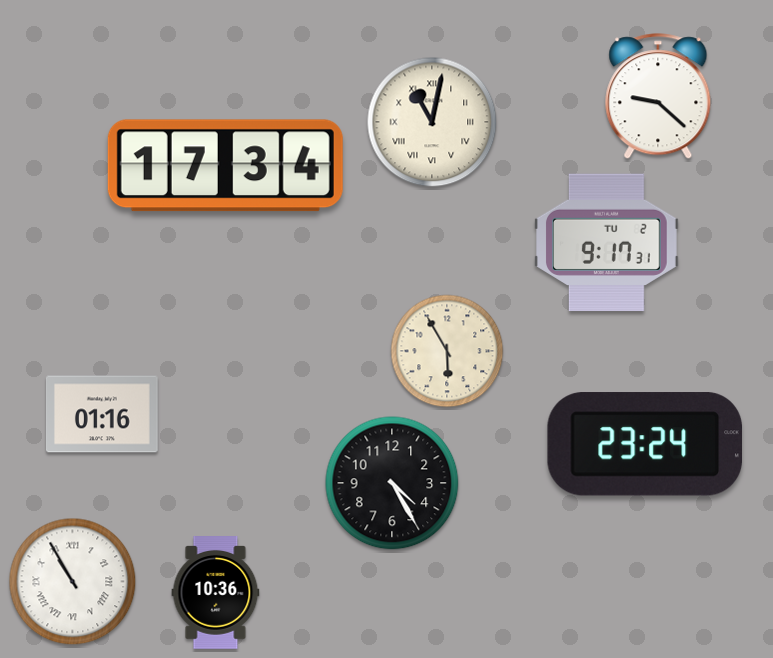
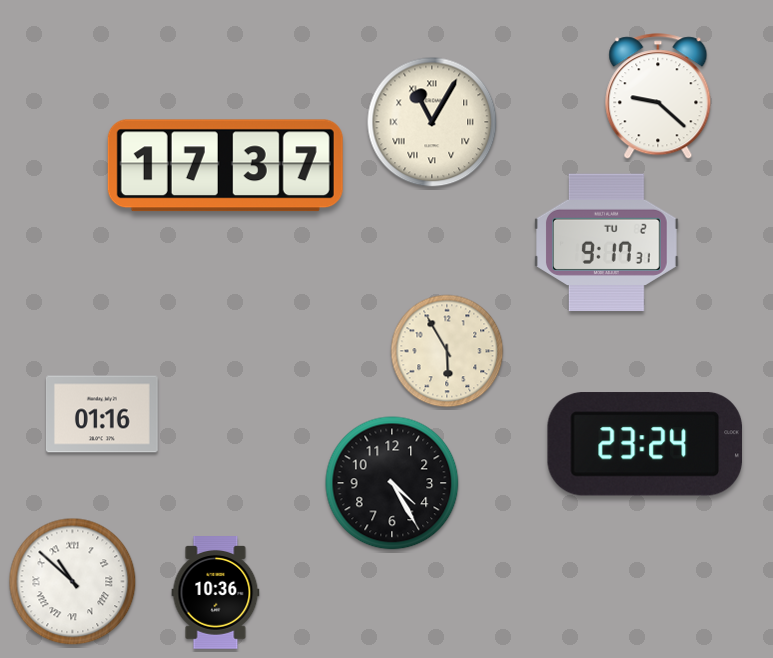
clock at (432, 122): 11:02 -> 11:05
clock at (225, 166): 17:34 -> 17:37
clock at (73, 582): 10:55 -> 10:52
